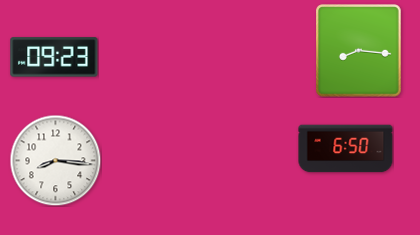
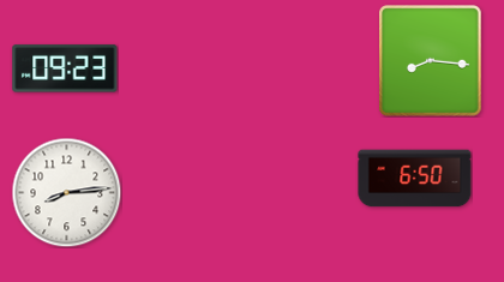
clock at (55, 160): 8:16 -> 8:14
